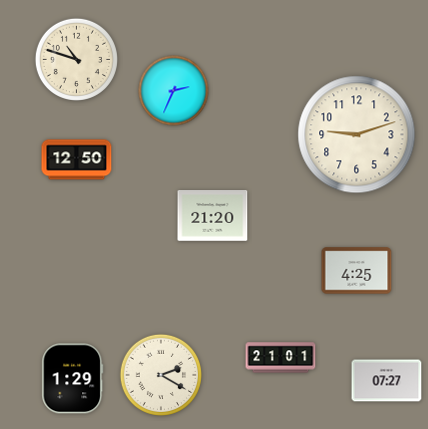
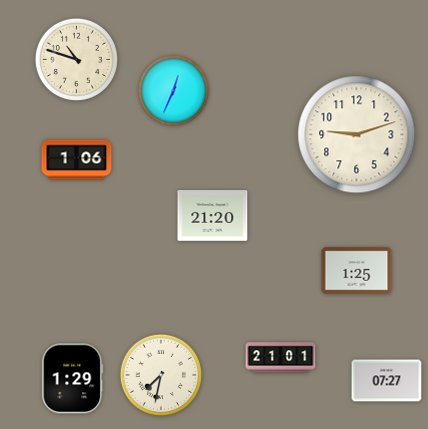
clock at (174, 91): 2:34 -> 12:34
clock at (77, 160): 12:50 -> 1:06
clock at (357, 271): 4:25 -> 1:25
clock at (160, 374): 2:20 -> 7:32
